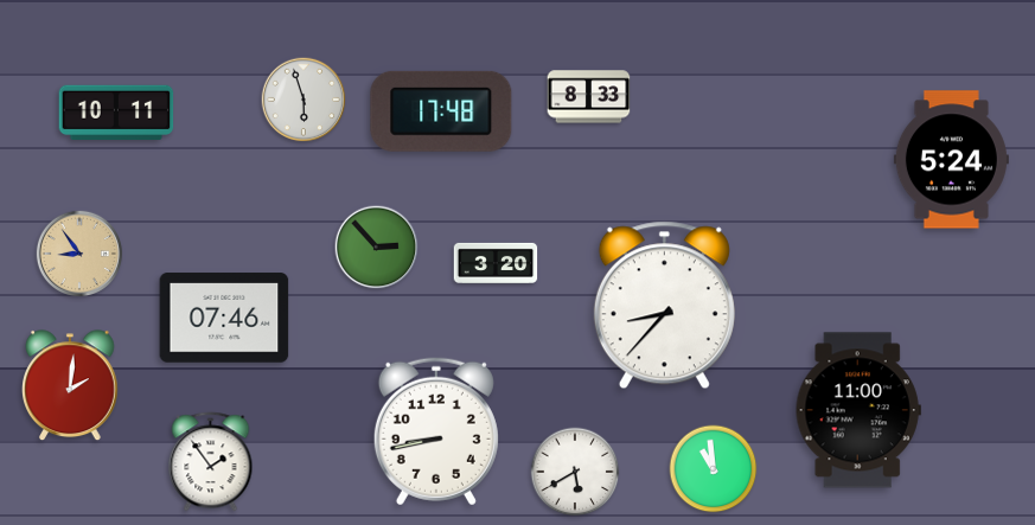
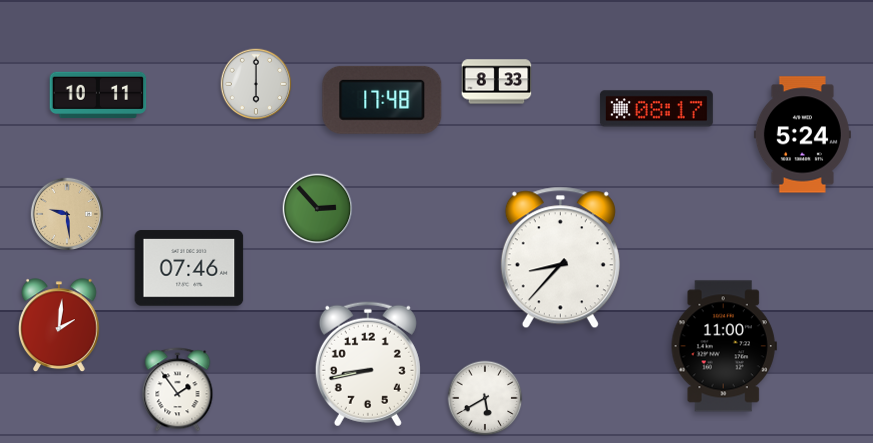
clock at (304, 100): 5:57 -> 6:00
clock at (441, 111) position: (441, 111) -> (382, 100)
clock at (656, 109): none -> 08:17
clock at (78, 252): 8:54 -> 9:29
clock at (496, 263): 3:20 -> none
clock at (714, 469): 10:59 -> none
